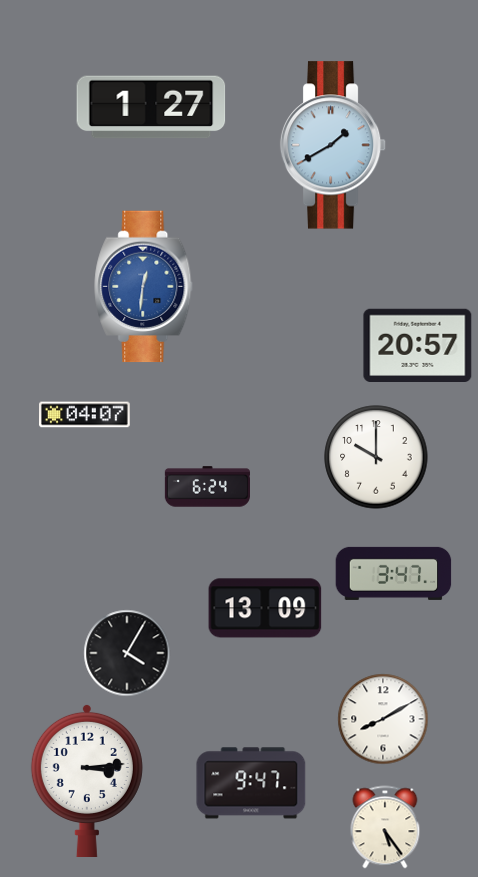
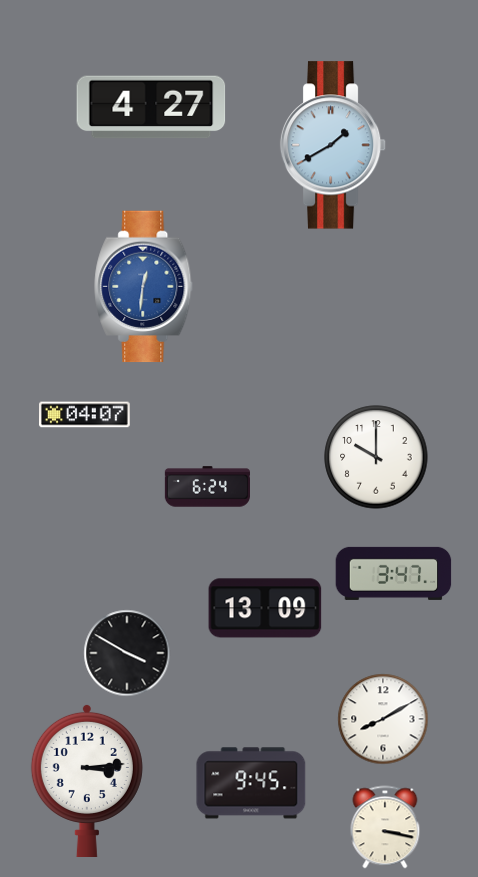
clock at (151, 107): 1:27 -> 4:27
clock at (418, 345): 20:57 -> none
clock at (127, 653): 4:05 -> 3:50
clock at (251, 783): 9:47 -> 9:45
clock at (385, 827): 5:24 -> 3:17
